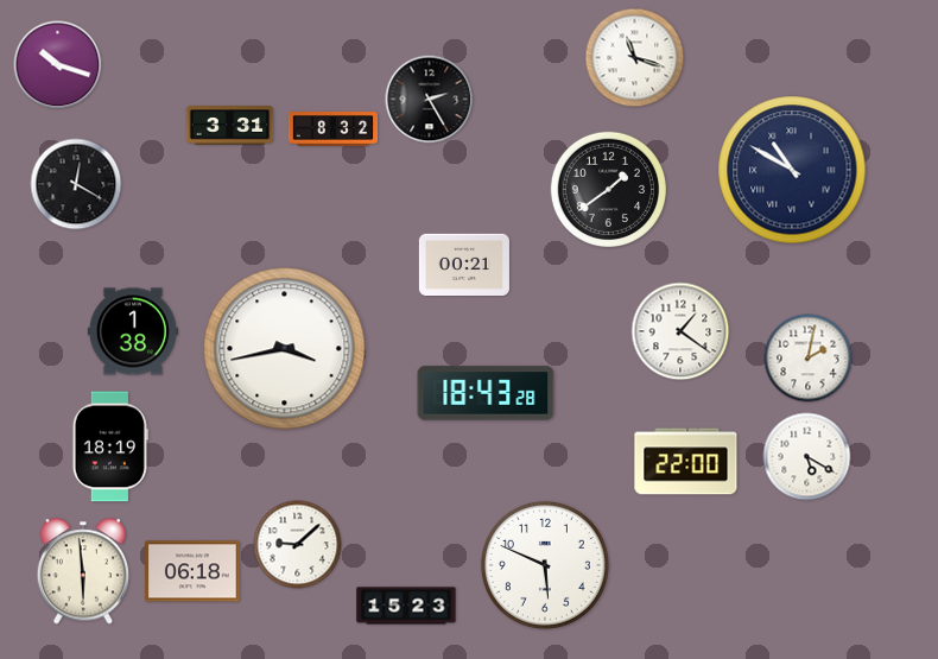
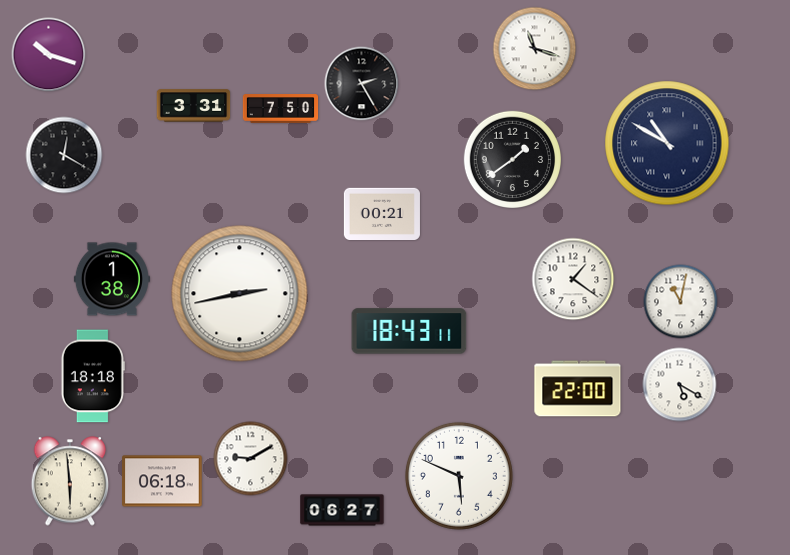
clock at (334, 129): 8:32 -> 7:50
clock at (464, 264) position: (464, 264) -> (382, 213)
clock at (285, 349): 3:43 -> 2:43
clock at (809, 359): 2:02 -> 11:02
clock at (486, 393): 18:43:28 -> 18:43:11
clock at (110, 446): 18:19 -> 18:18
clock at (298, 545): 9:08 -> 9:10
clock at (406, 606): 15:23 -> 06:27
